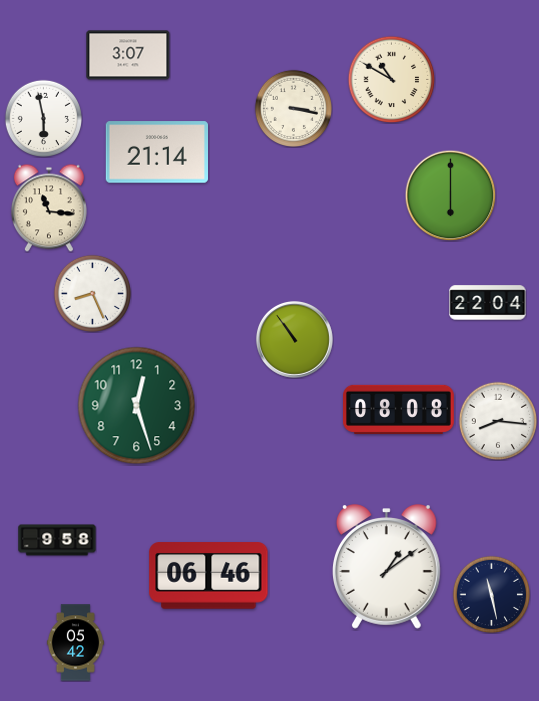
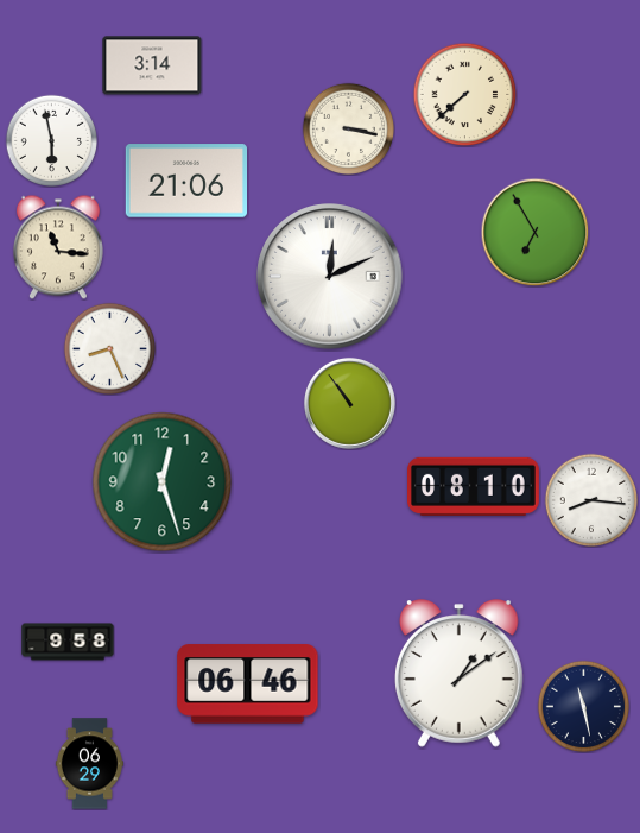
clock at (128, 55): 3:07 -> 3:14
clock at (391, 79): 10:50 -> 7:38
clock at (156, 152): 21:14 -> 21:06
clock at (450, 195): 6:00 -> 6:55
clock at (330, 277): none -> 12:11
clock at (488, 303): 22:04 -> none
clock at (399, 409): 08:08 -> 08:10
clock at (75, 643): 05:42 -> 06:29
